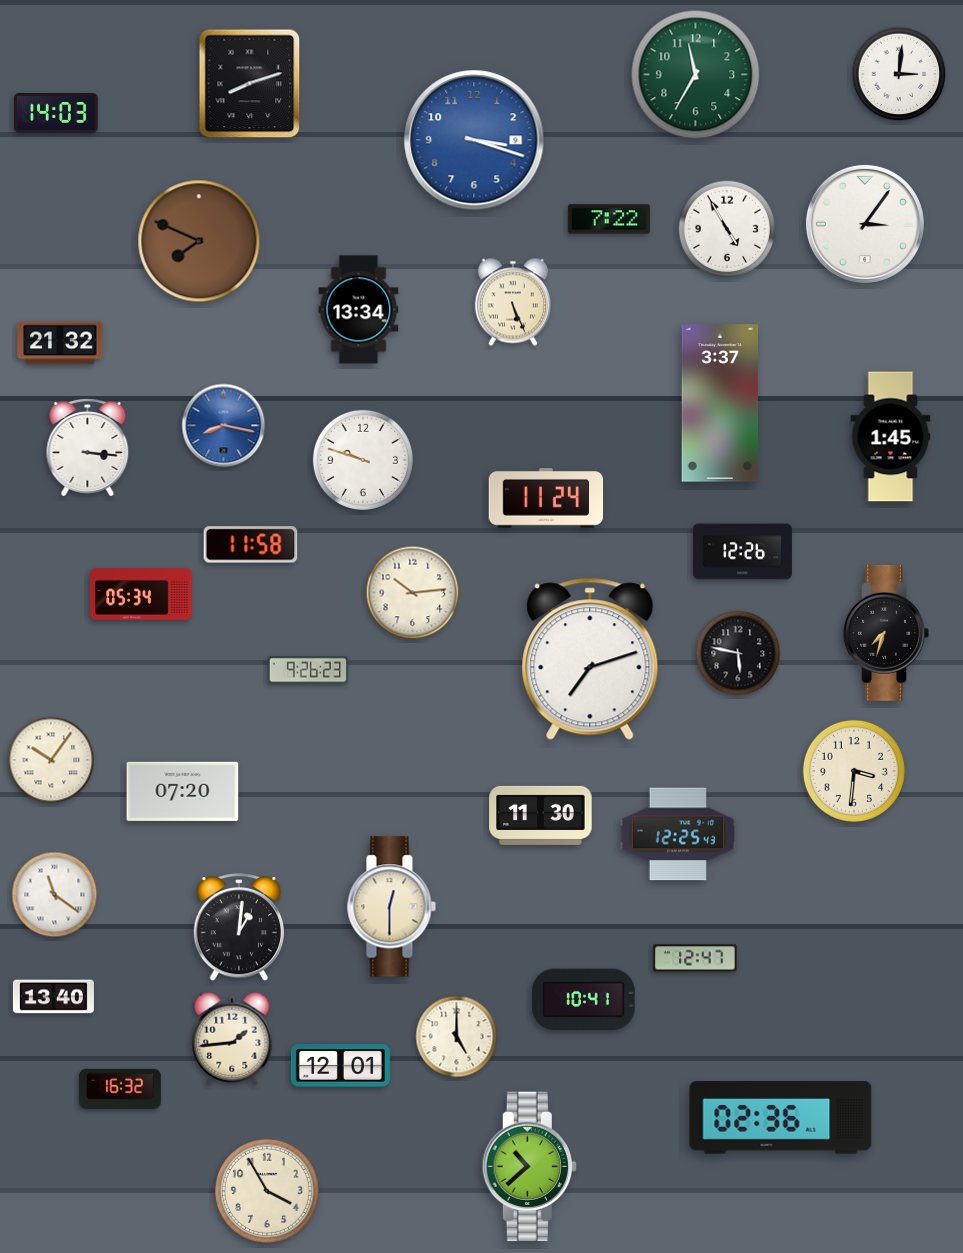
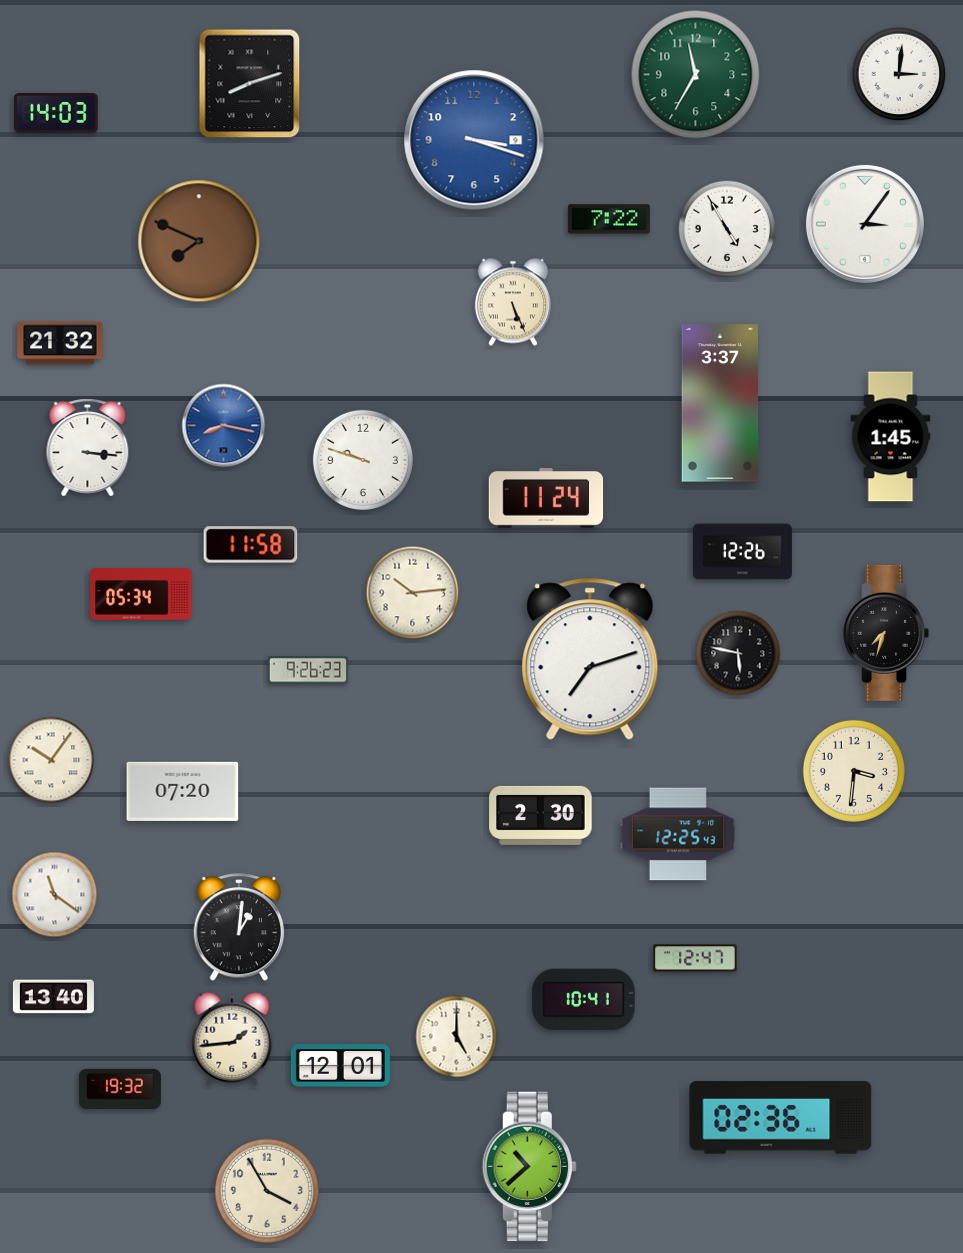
clock at (359, 310): 13:34 -> none
clock at (541, 815): 11:30 -> 2:30
clock at (391, 907): 12:30 -> none
clock at (120, 1088): 16:32 -> 19:32
